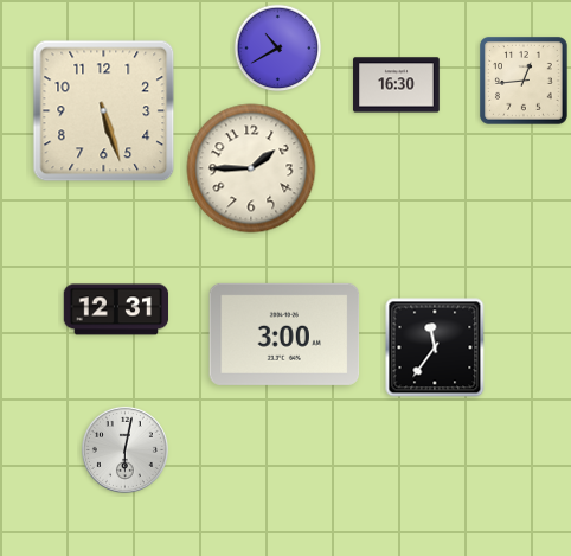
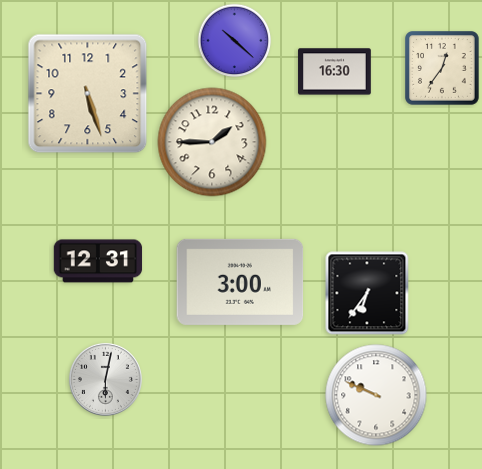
clock at (278, 49): 10:40 -> 10:22
clock at (525, 82): 12:44 -> 12:36
clock at (435, 347): 11:36 -> 6:36
clock at (376, 395): none -> 9:49
